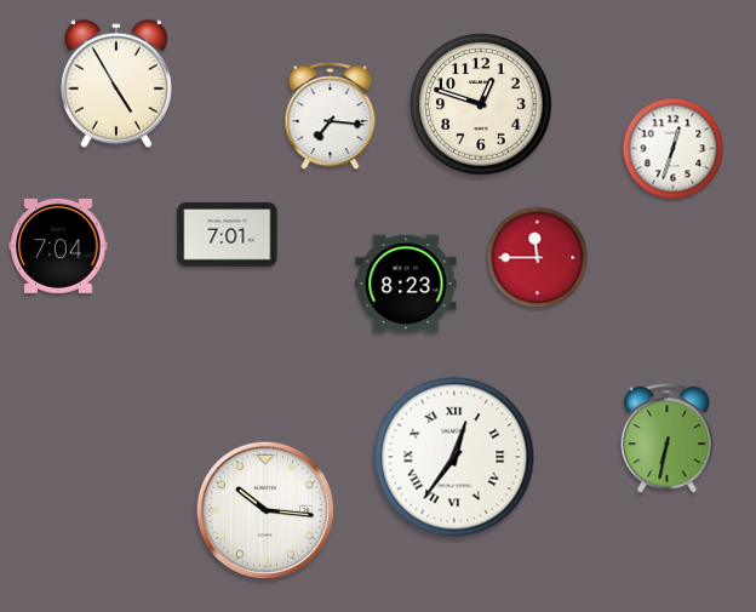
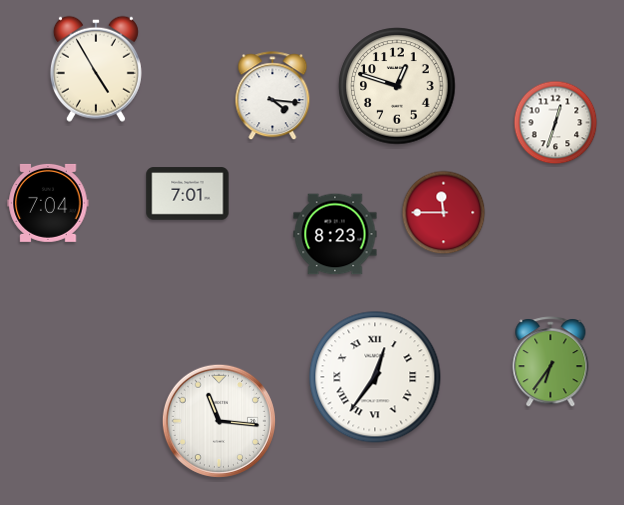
clock at (331, 116): 7:16 -> 4:16
clock at (668, 439): 6:32 -> 6:36
clock at (265, 510): 10:16 -> 11:16
